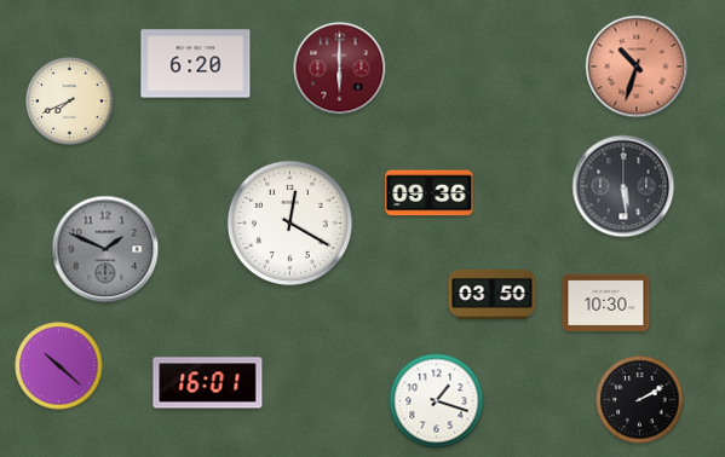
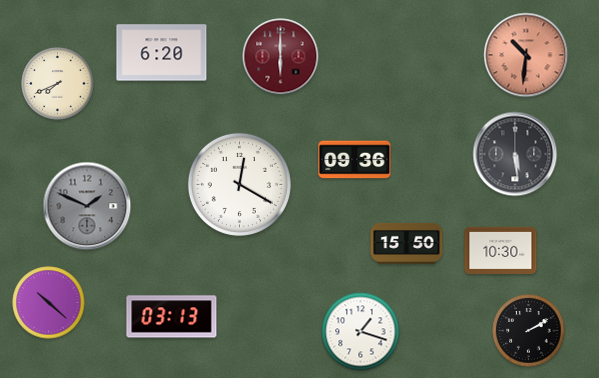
clock at (637, 66): 10:33 -> 10:31
clock at (493, 295): 03:50 -> 15:50
clock at (208, 383): 16:01 -> 03:13
